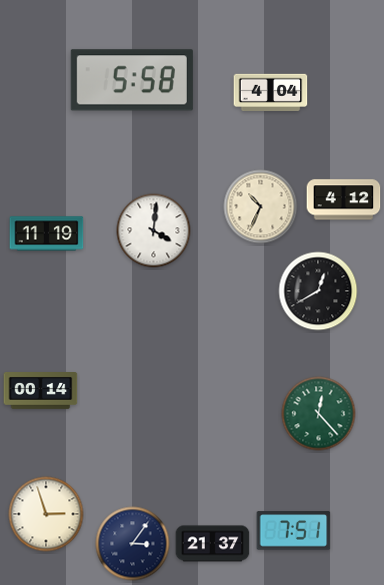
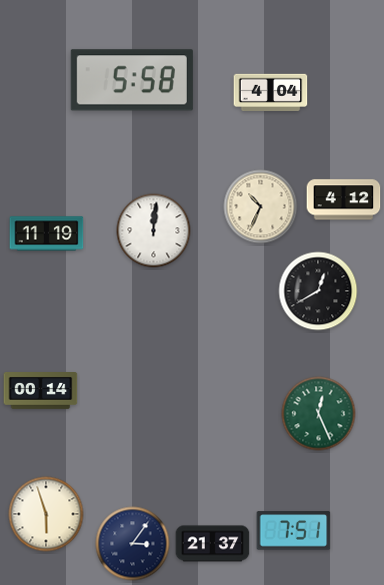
clock at (154, 231): 4:01 -> 12:01
clock at (319, 414): 12:23 -> 12:26
clock at (46, 514): 2:57 -> 5:57
